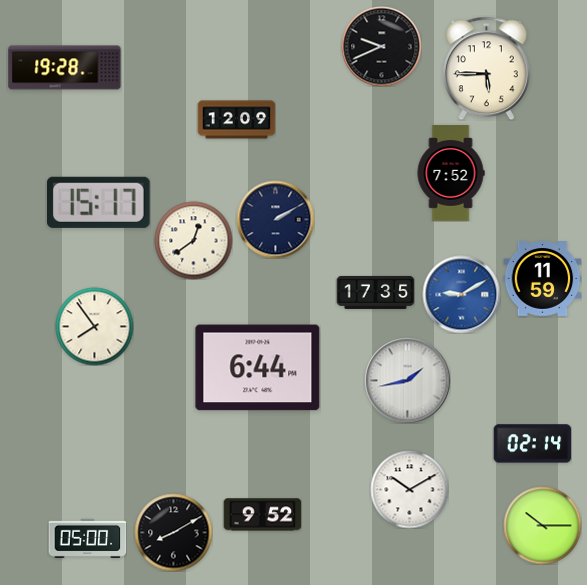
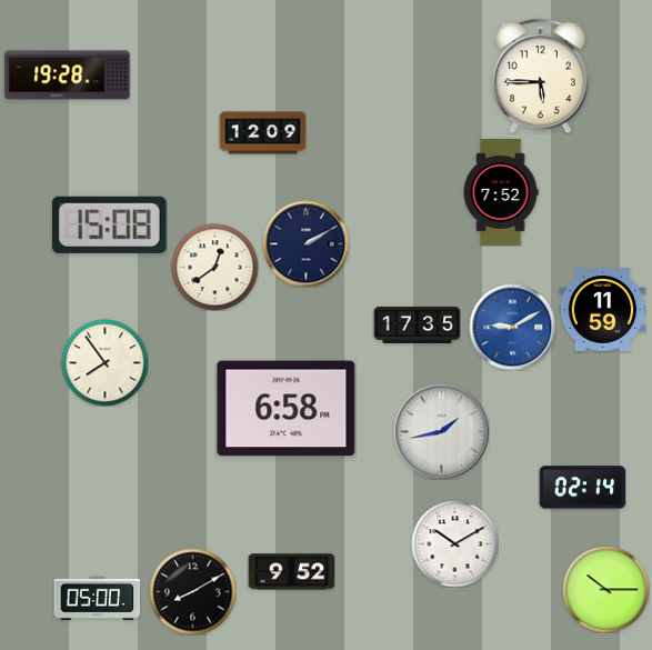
clock at (381, 46): 9:41 -> none
clock at (65, 68) position: (65, 68) -> (68, 76)
clock at (99, 202): 15:17 -> 15:08
clock at (258, 368): 6:44 -> 6:58
clock at (407, 380) position: (407, 380) -> (441, 431)
clock at (532, 444) position: (532, 444) -> (582, 488)
clock at (542, 525) position: (542, 525) -> (605, 589)
